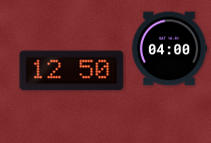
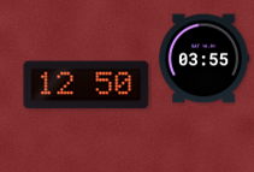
clock at (169, 49): 04:00 -> 03:55
